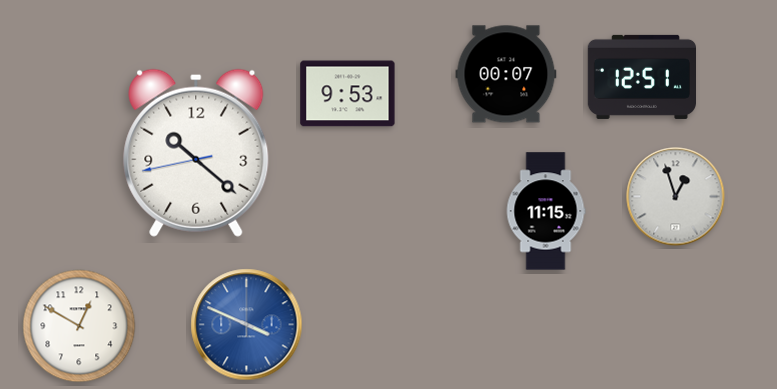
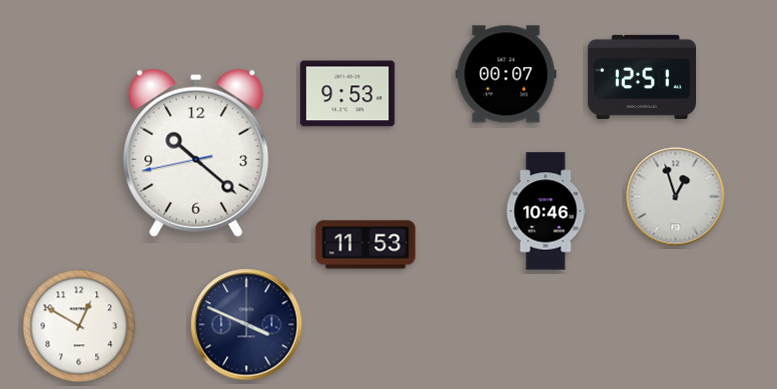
clock at (546, 211): 11:15 -> 10:46
clock at (366, 245): none -> 11:53
clock at (247, 325) dial: blue -> navy
